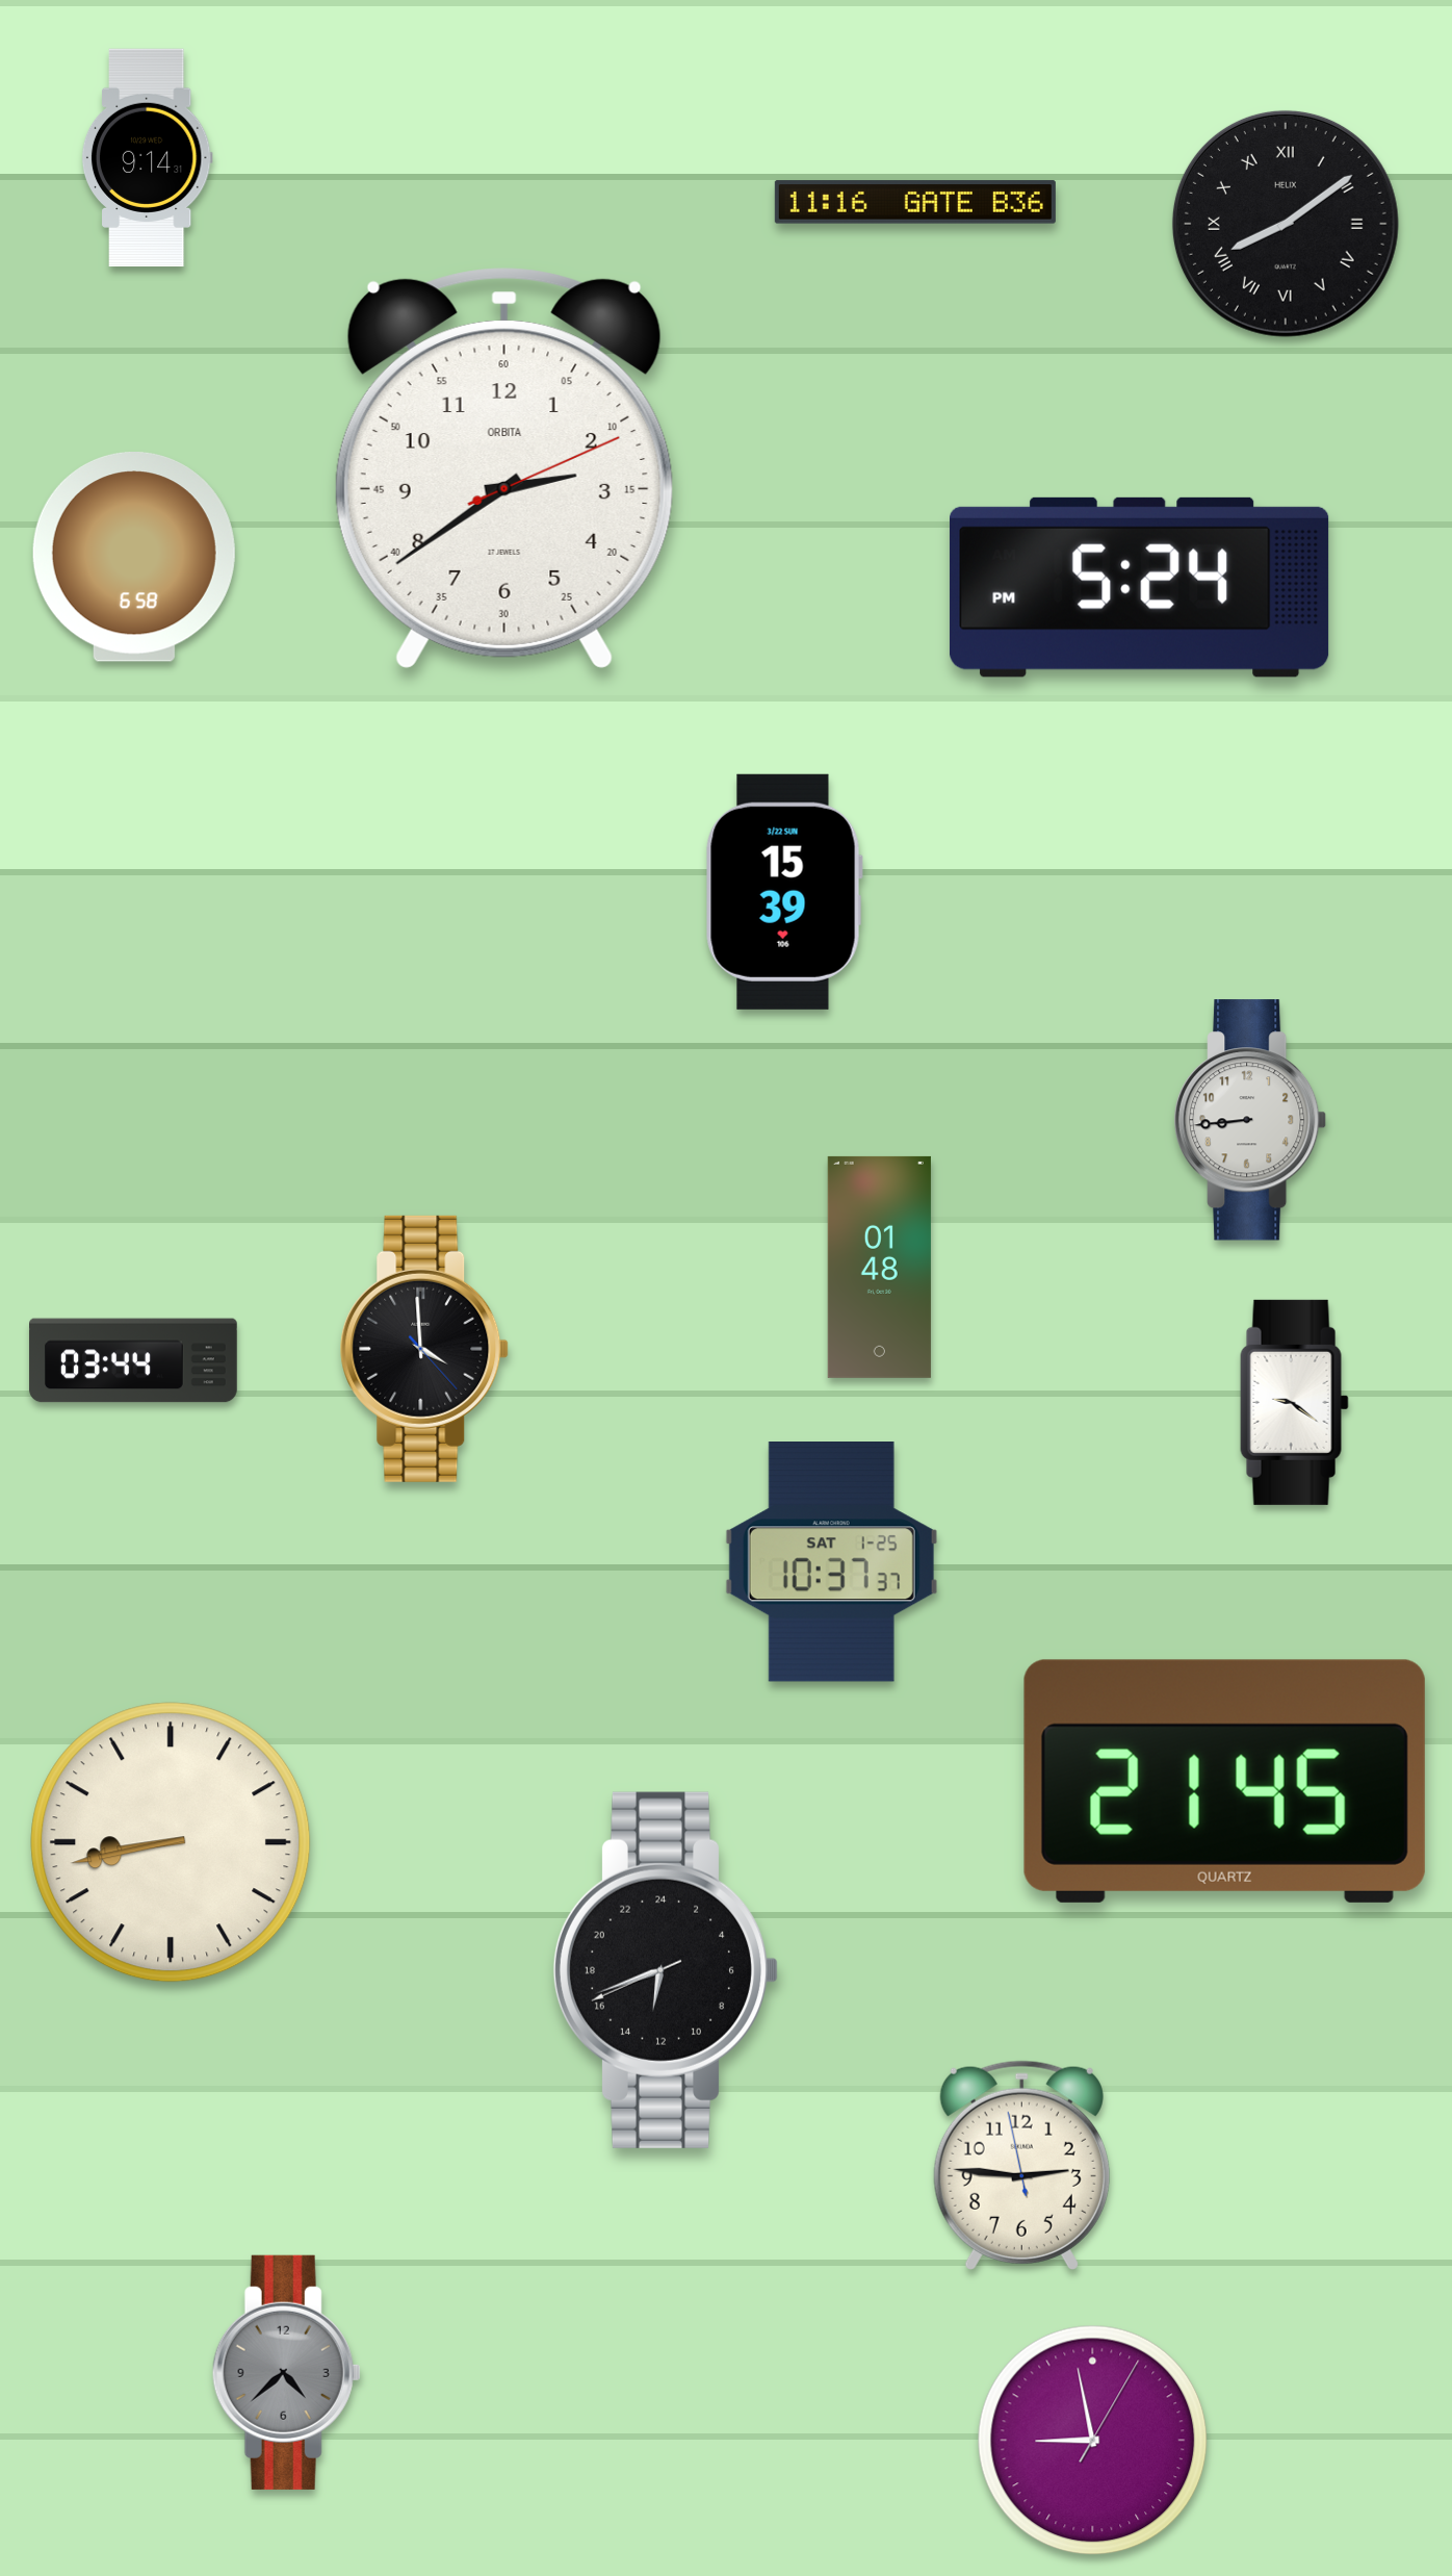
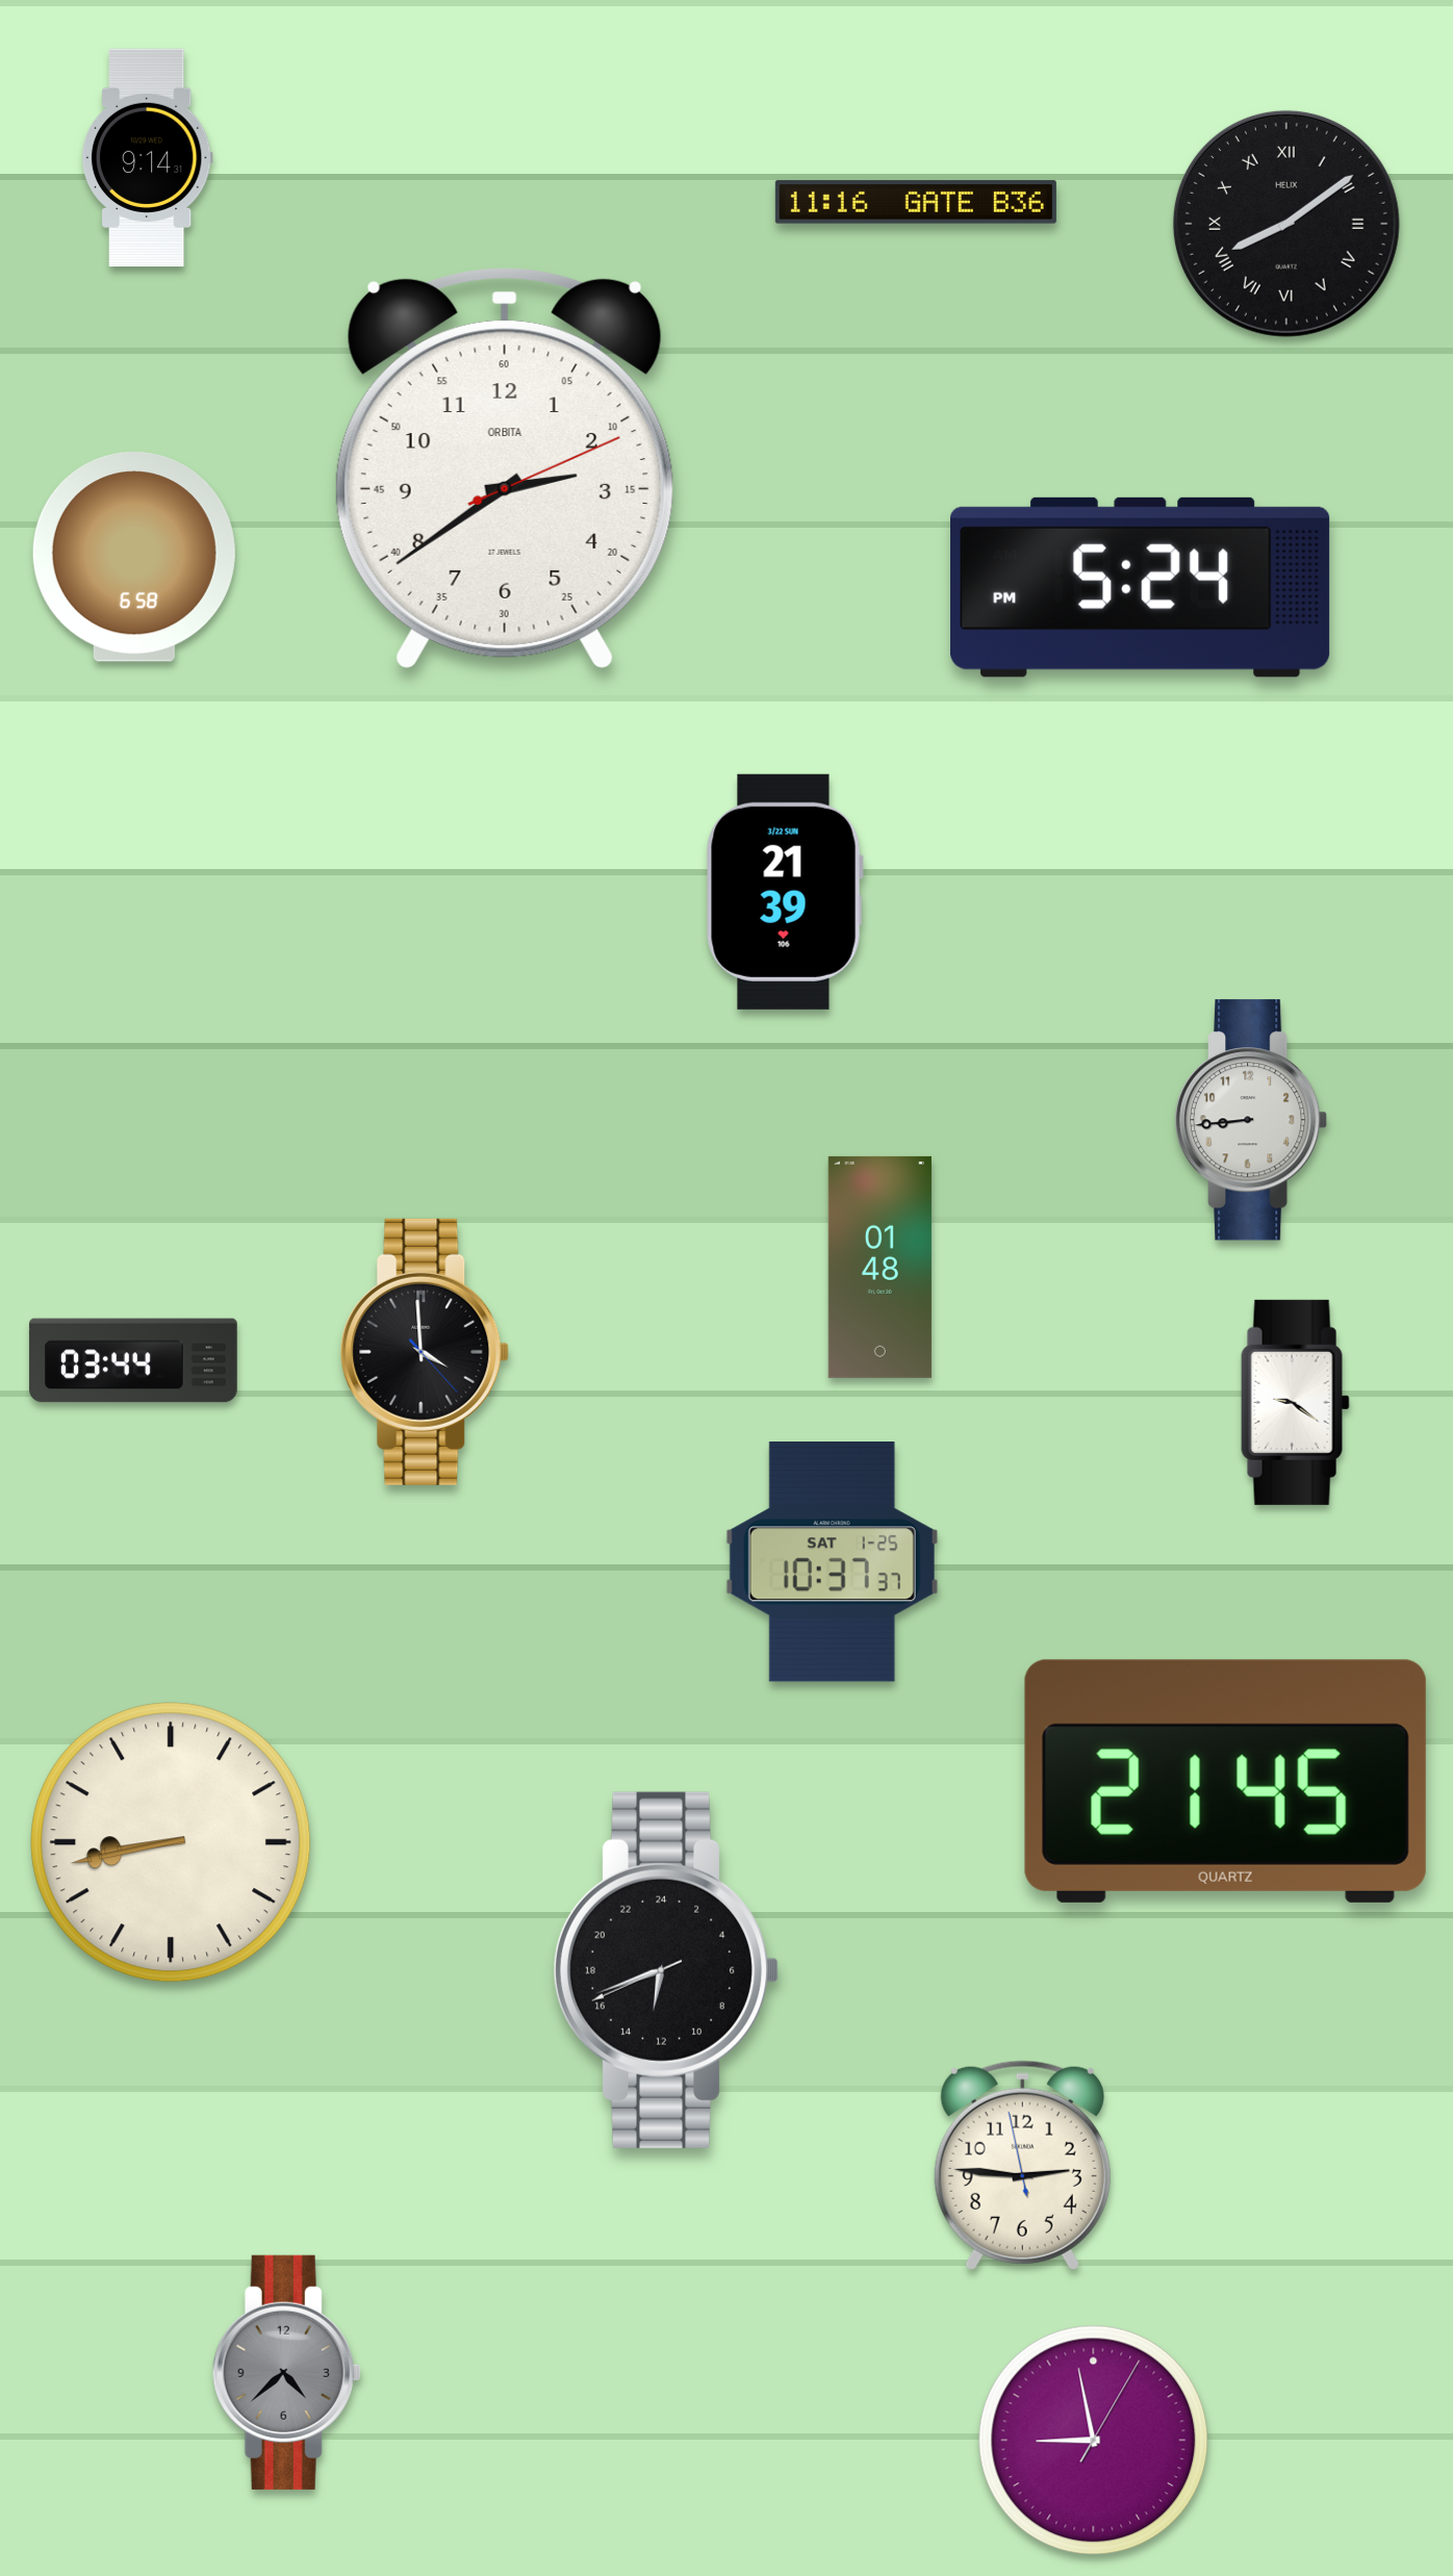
clock at (784, 892): 15:39 -> 21:39
clock at (424, 1349) position: (424, 1349) -> (425, 1352)
